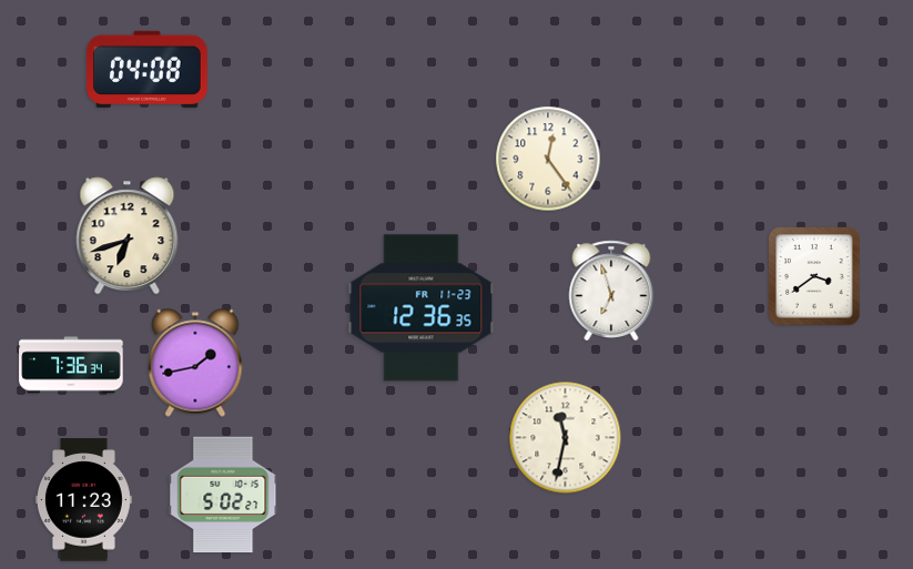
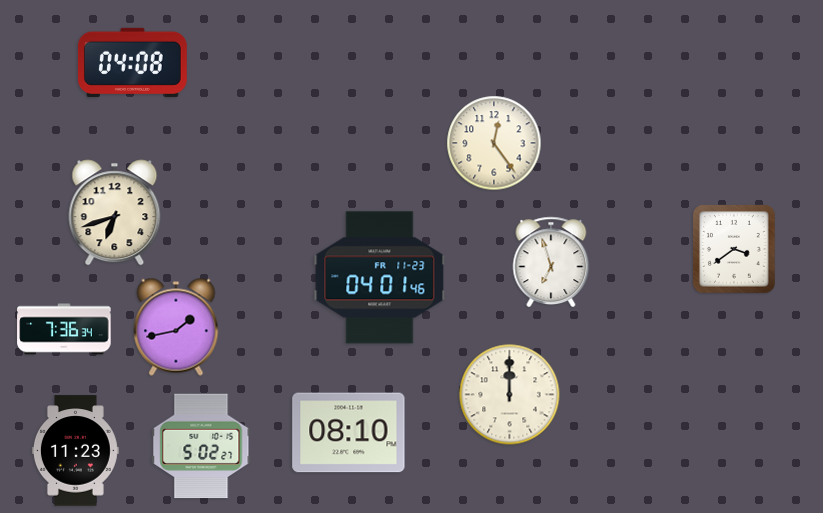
clock at (422, 308): 12:36 -> 04:01
clock at (566, 438): 11:32 -> 12:00
clock at (349, 433): none -> 08:10
